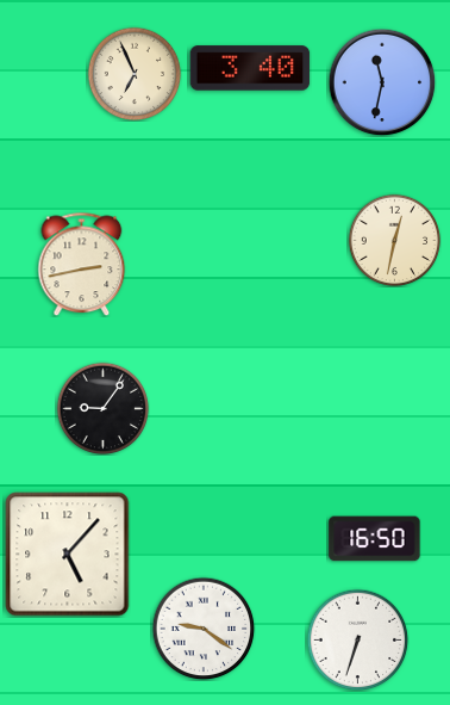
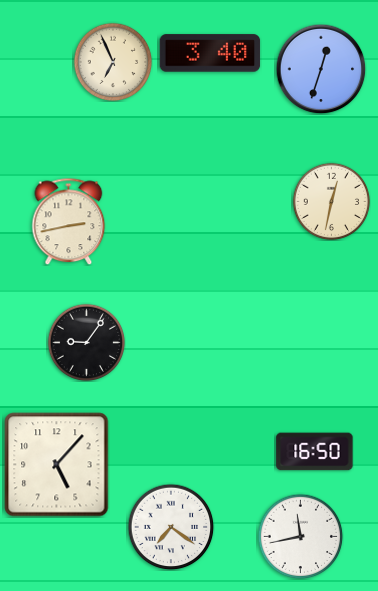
clock at (250, 68) position: (250, 68) -> (210, 53)
clock at (382, 82): 11:32 -> 12:33
clock at (204, 629): 9:21 -> 7:21
clock at (357, 639): 6:33 -> 11:43
